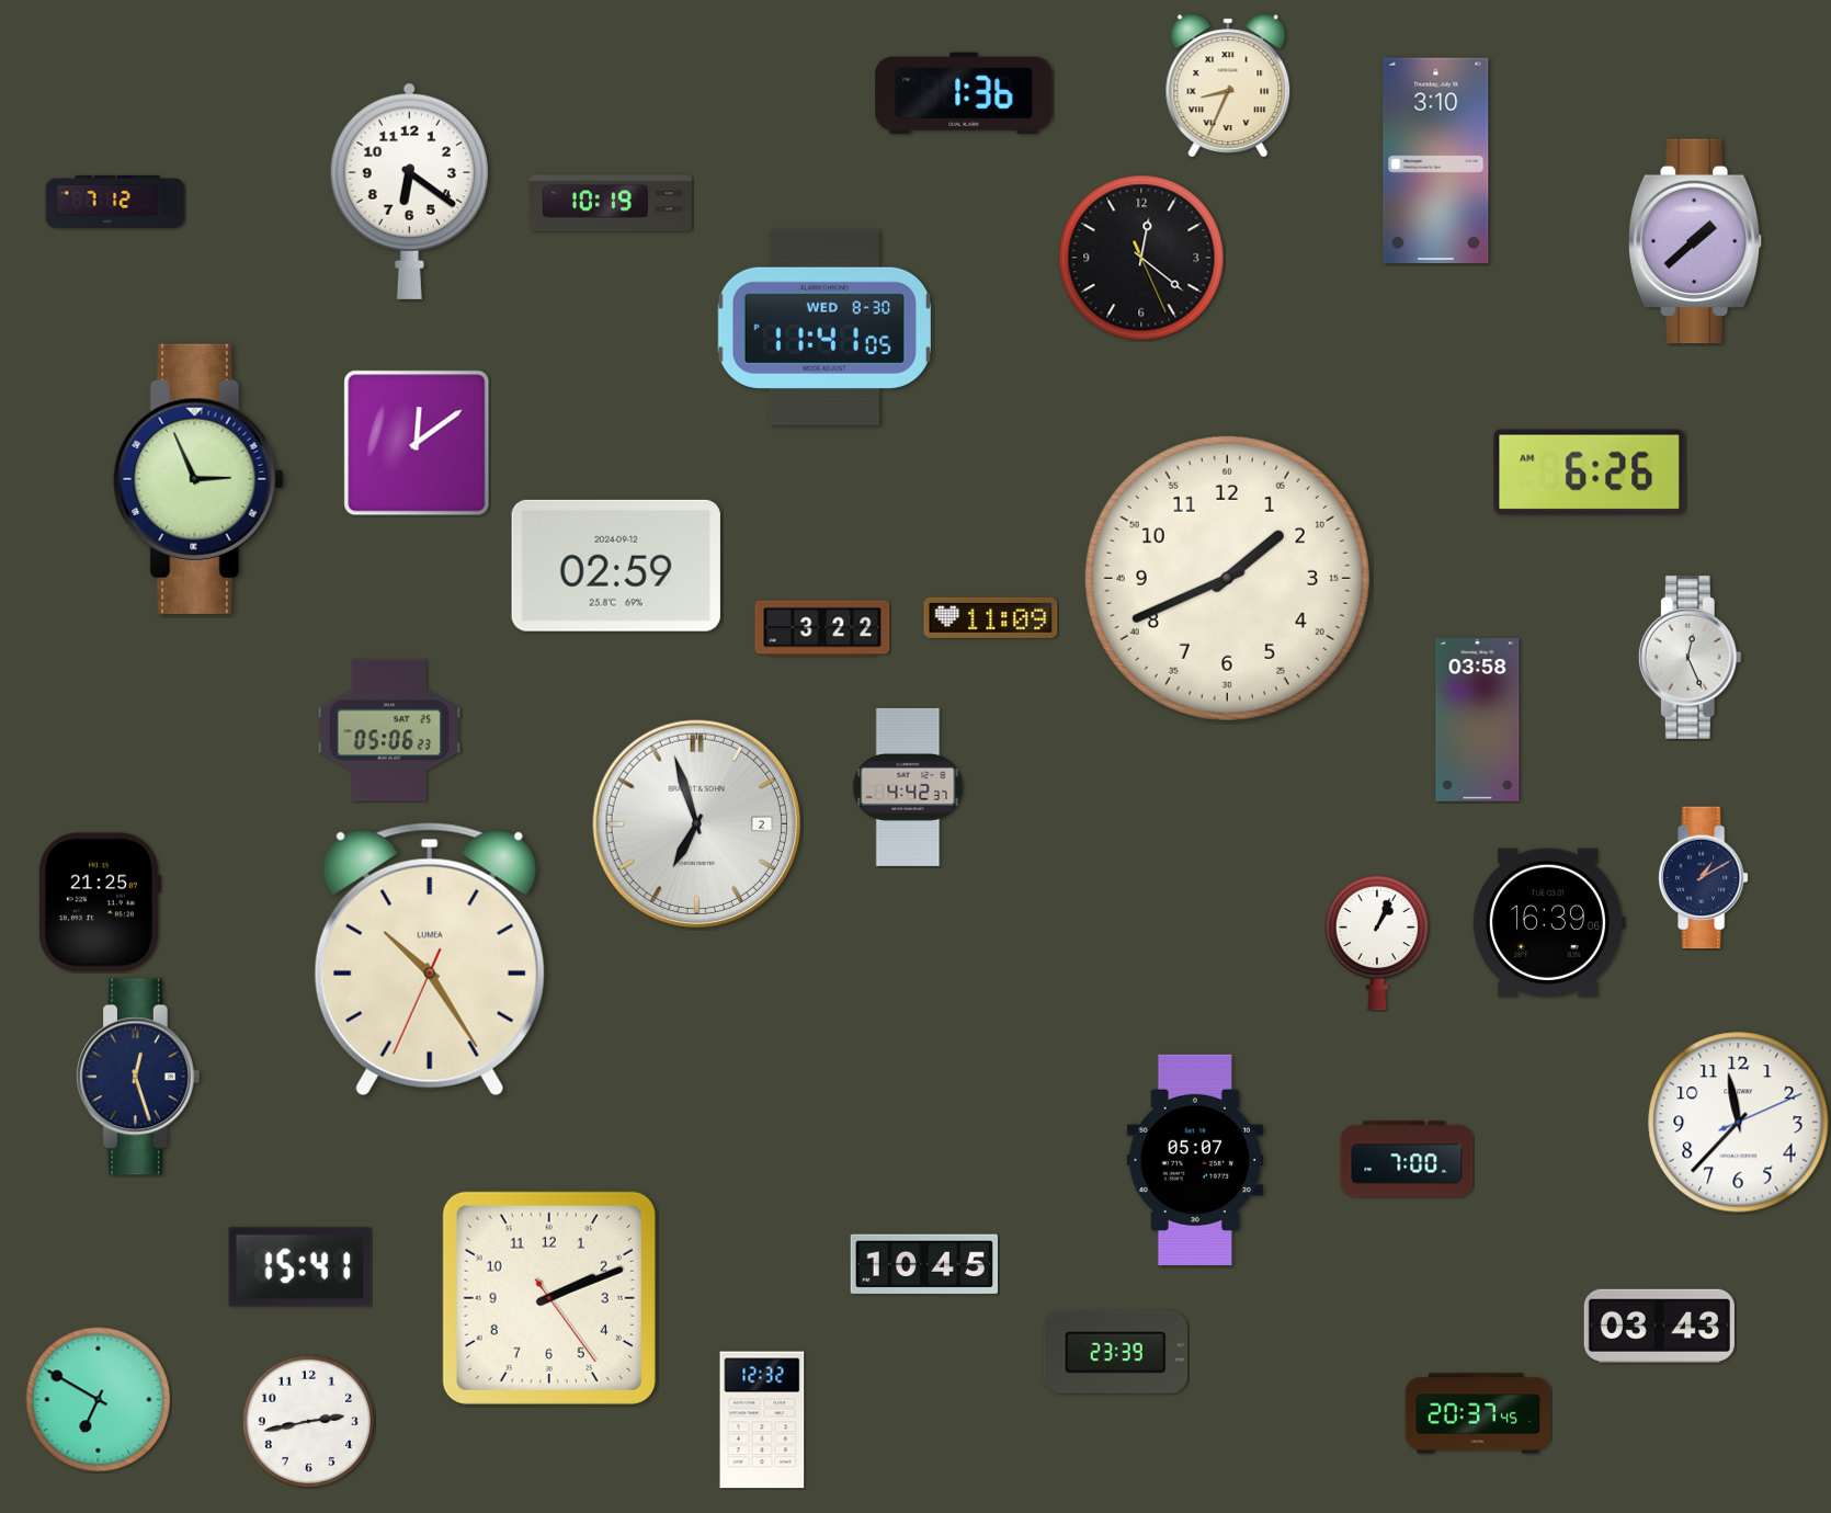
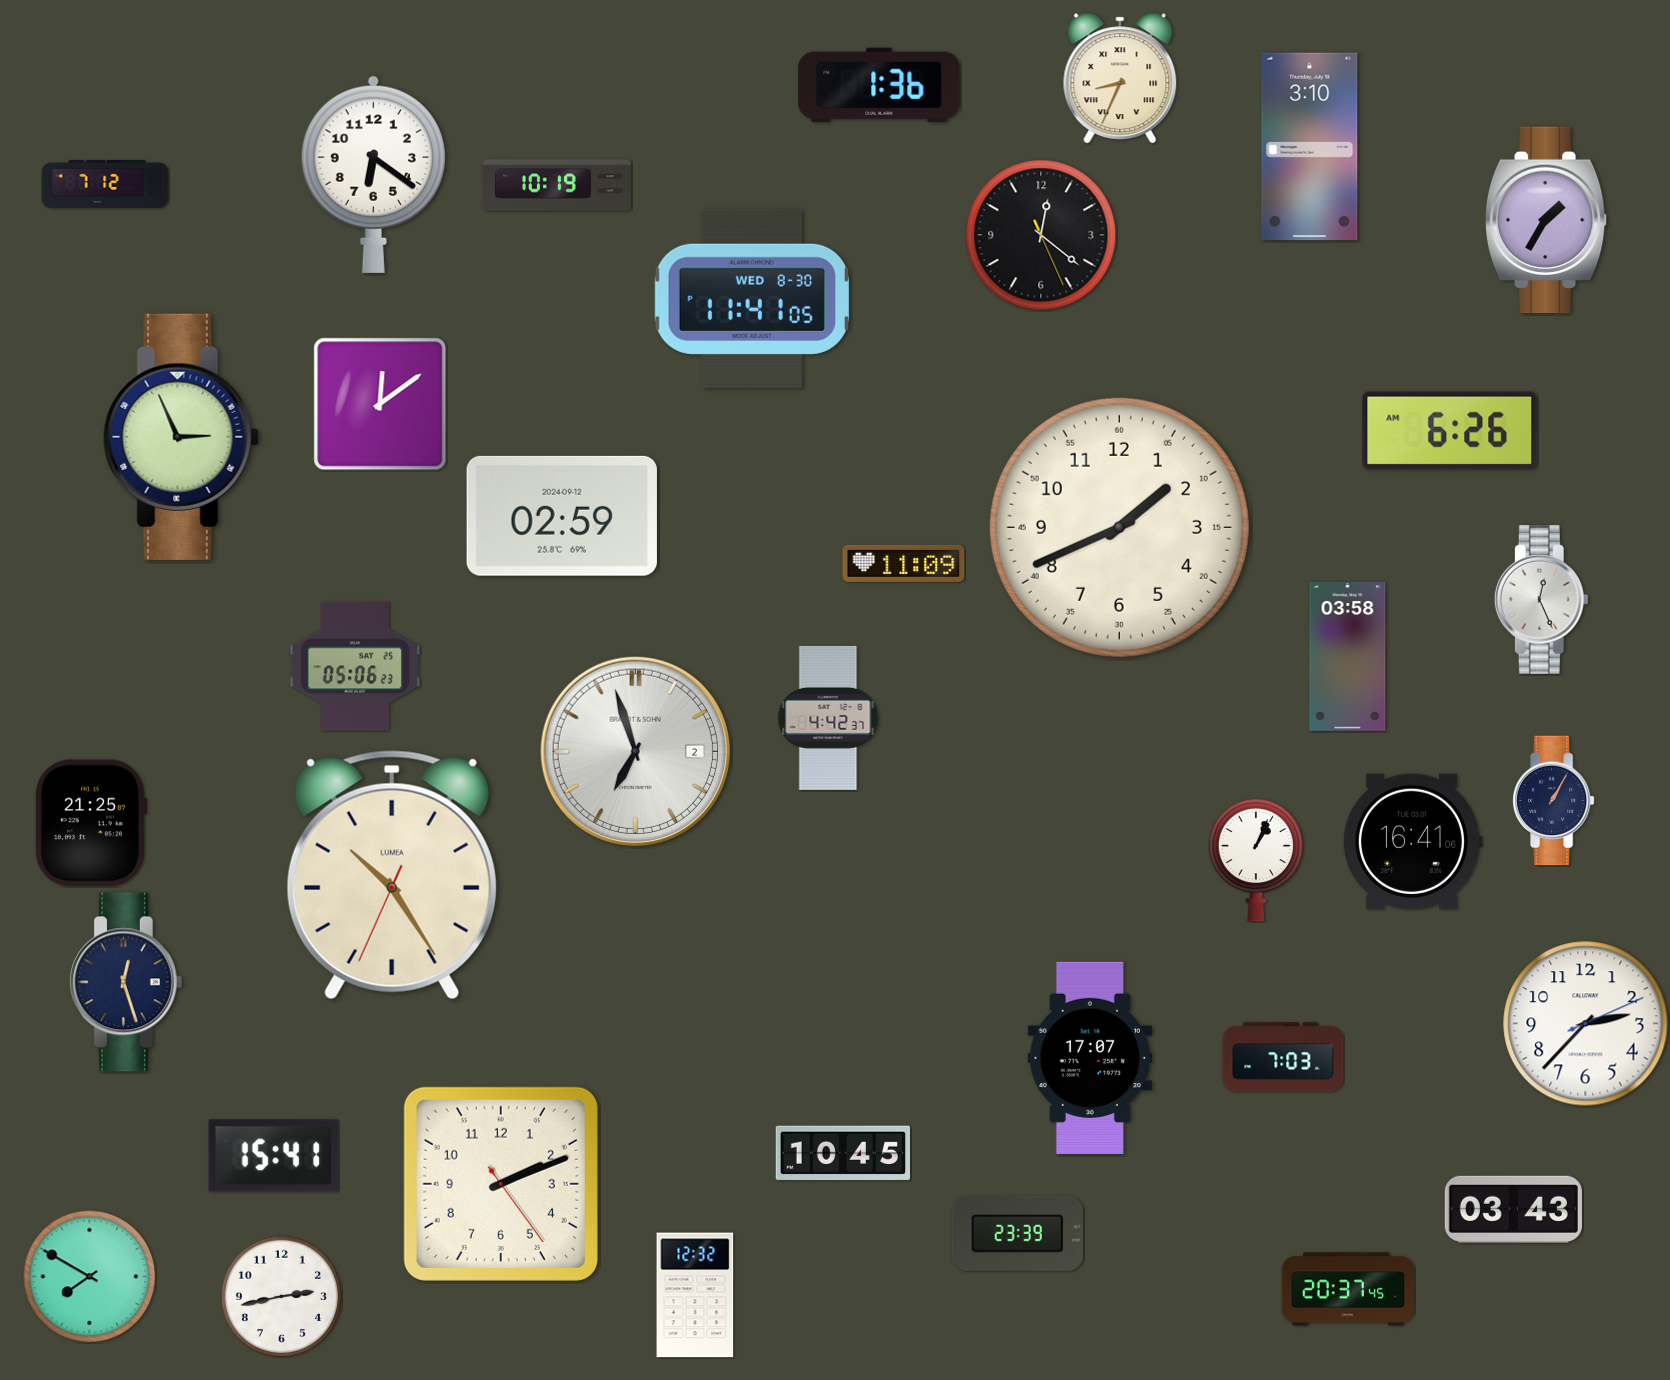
clock at (1695, 241): 1:38 -> 1:35
clock at (822, 628): 3:22 -> none
clock at (1703, 878): 1:10 -> 1:05
clock at (1548, 922): 16:39 -> 16:41
clock at (1739, 1123): 11:37 -> 2:37
clock at (1407, 1159): 7:00 -> 7:03
clock at (1195, 1160): 05:07 -> 17:07
clock at (99, 1400): 6:50 -> 7:50
